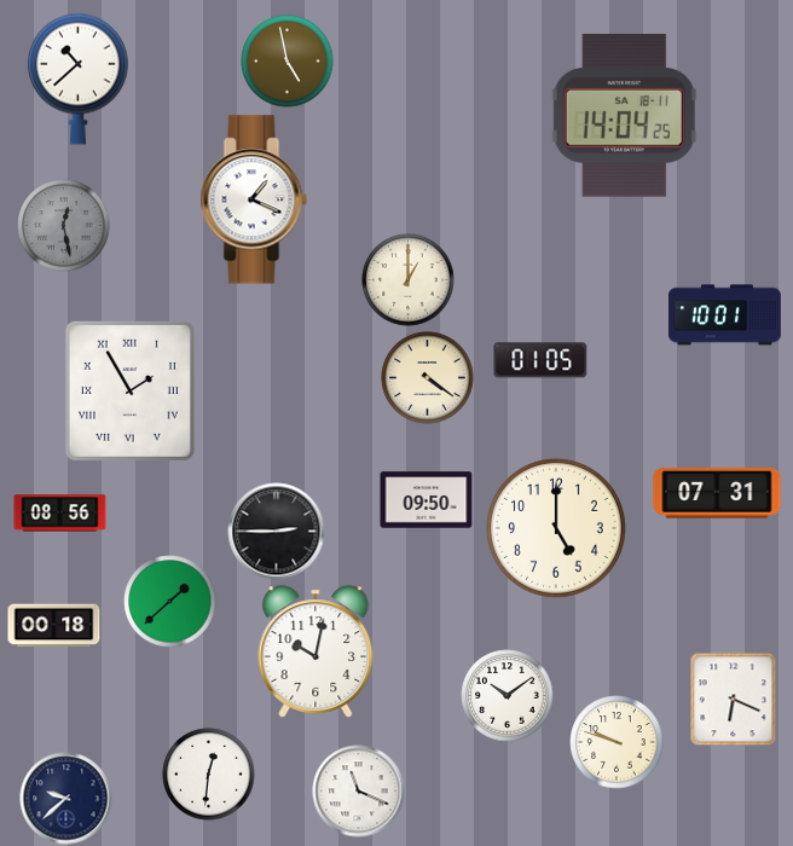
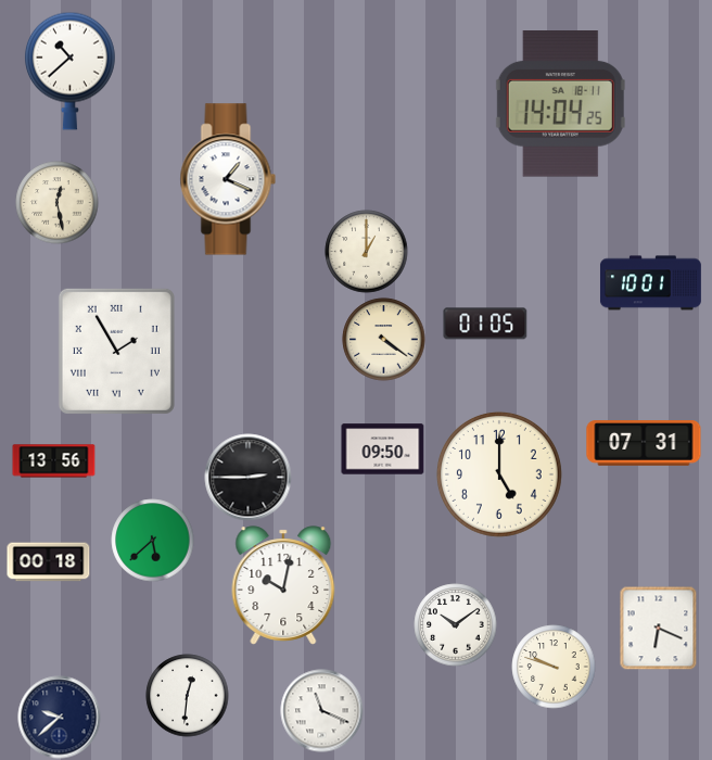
clock at (288, 62): 4:58 -> none
clock at (64, 226) dial: grey -> cream
clock at (60, 514): 08:56 -> 13:56
clock at (170, 602): 1:38 -> 5:38
